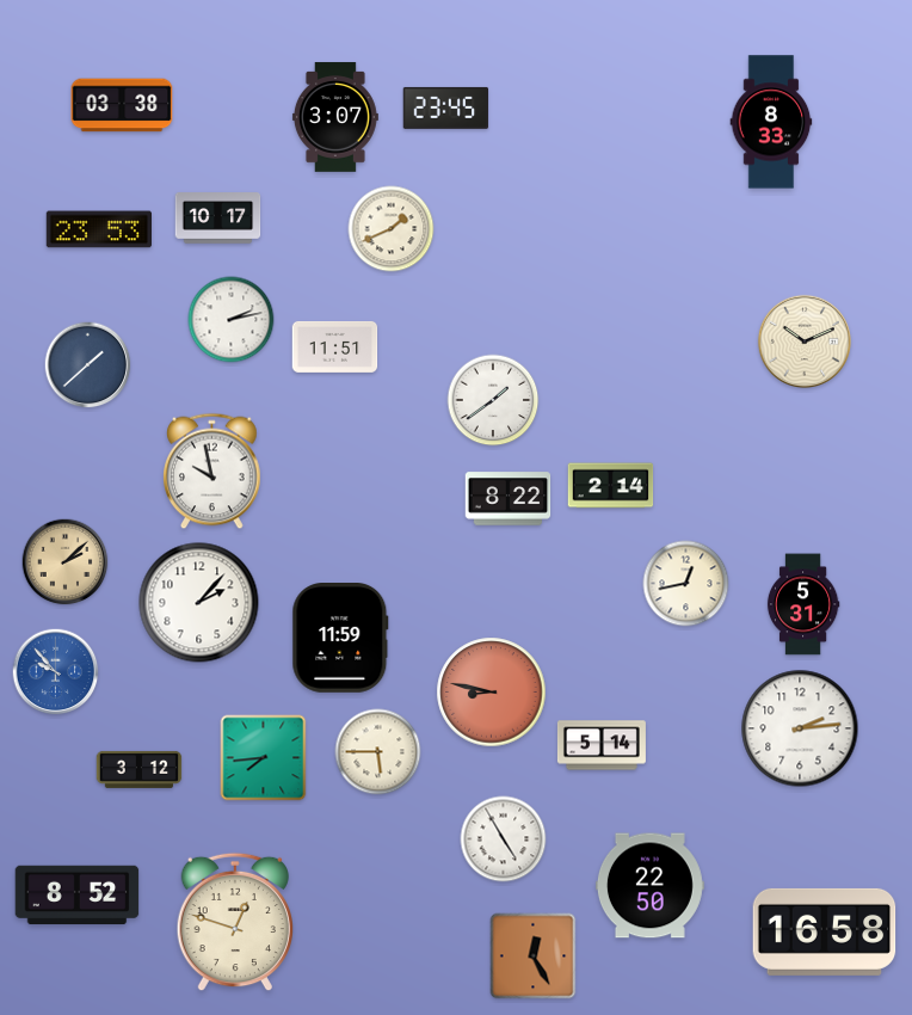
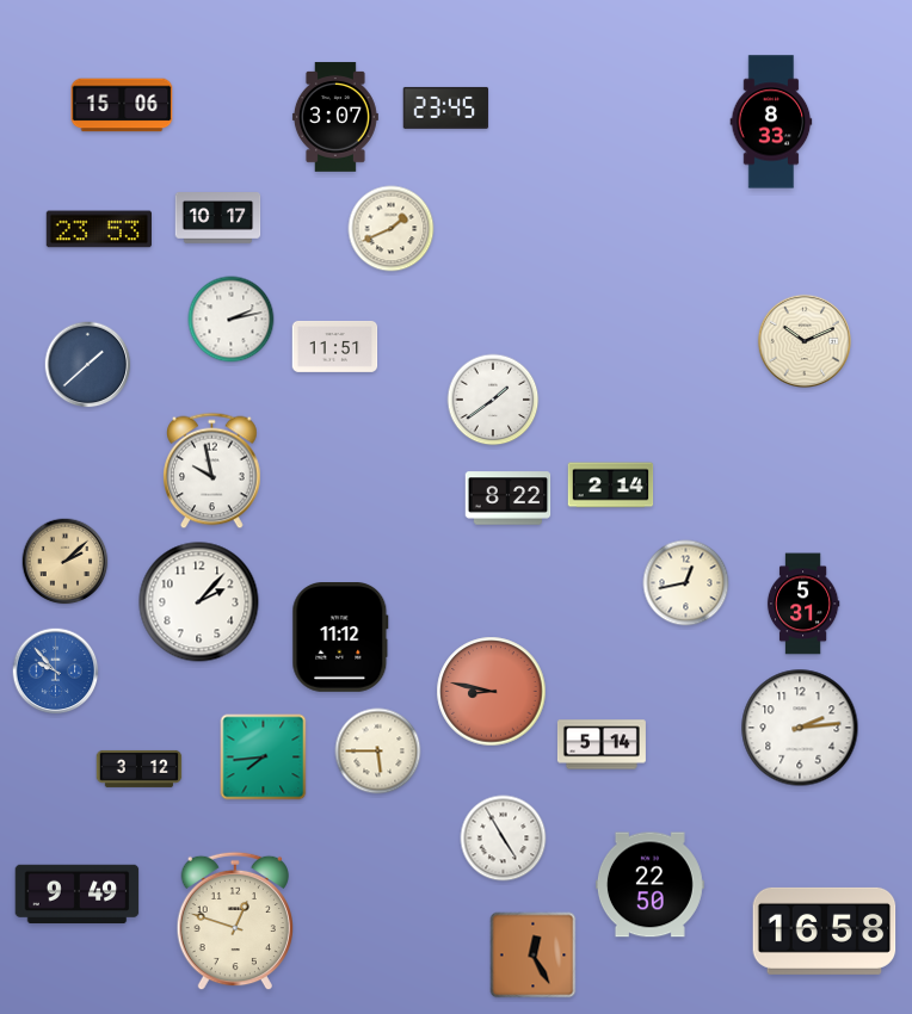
clock at (122, 105): 03:38 -> 15:06
clock at (340, 639): 11:59 -> 11:12
clock at (78, 896): 8:52 -> 9:49
